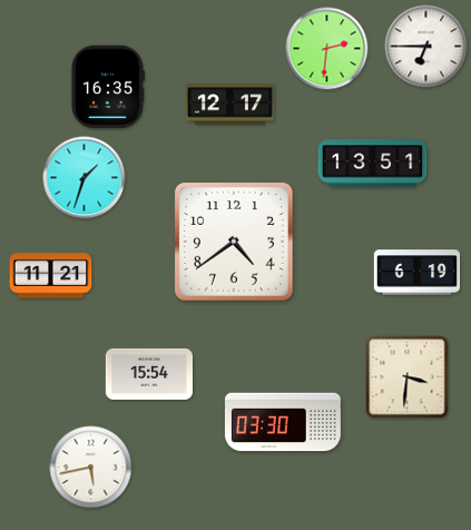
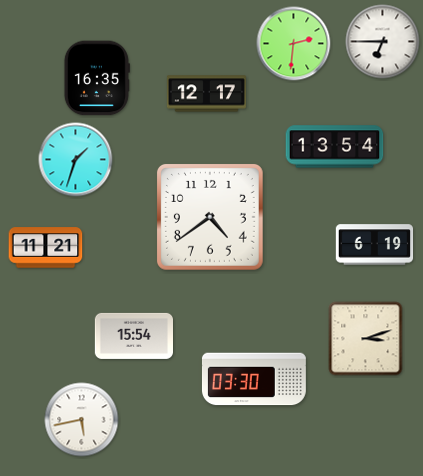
clock at (373, 164): 13:51 -> 13:54
clock at (408, 377): 3:31 -> 3:12
